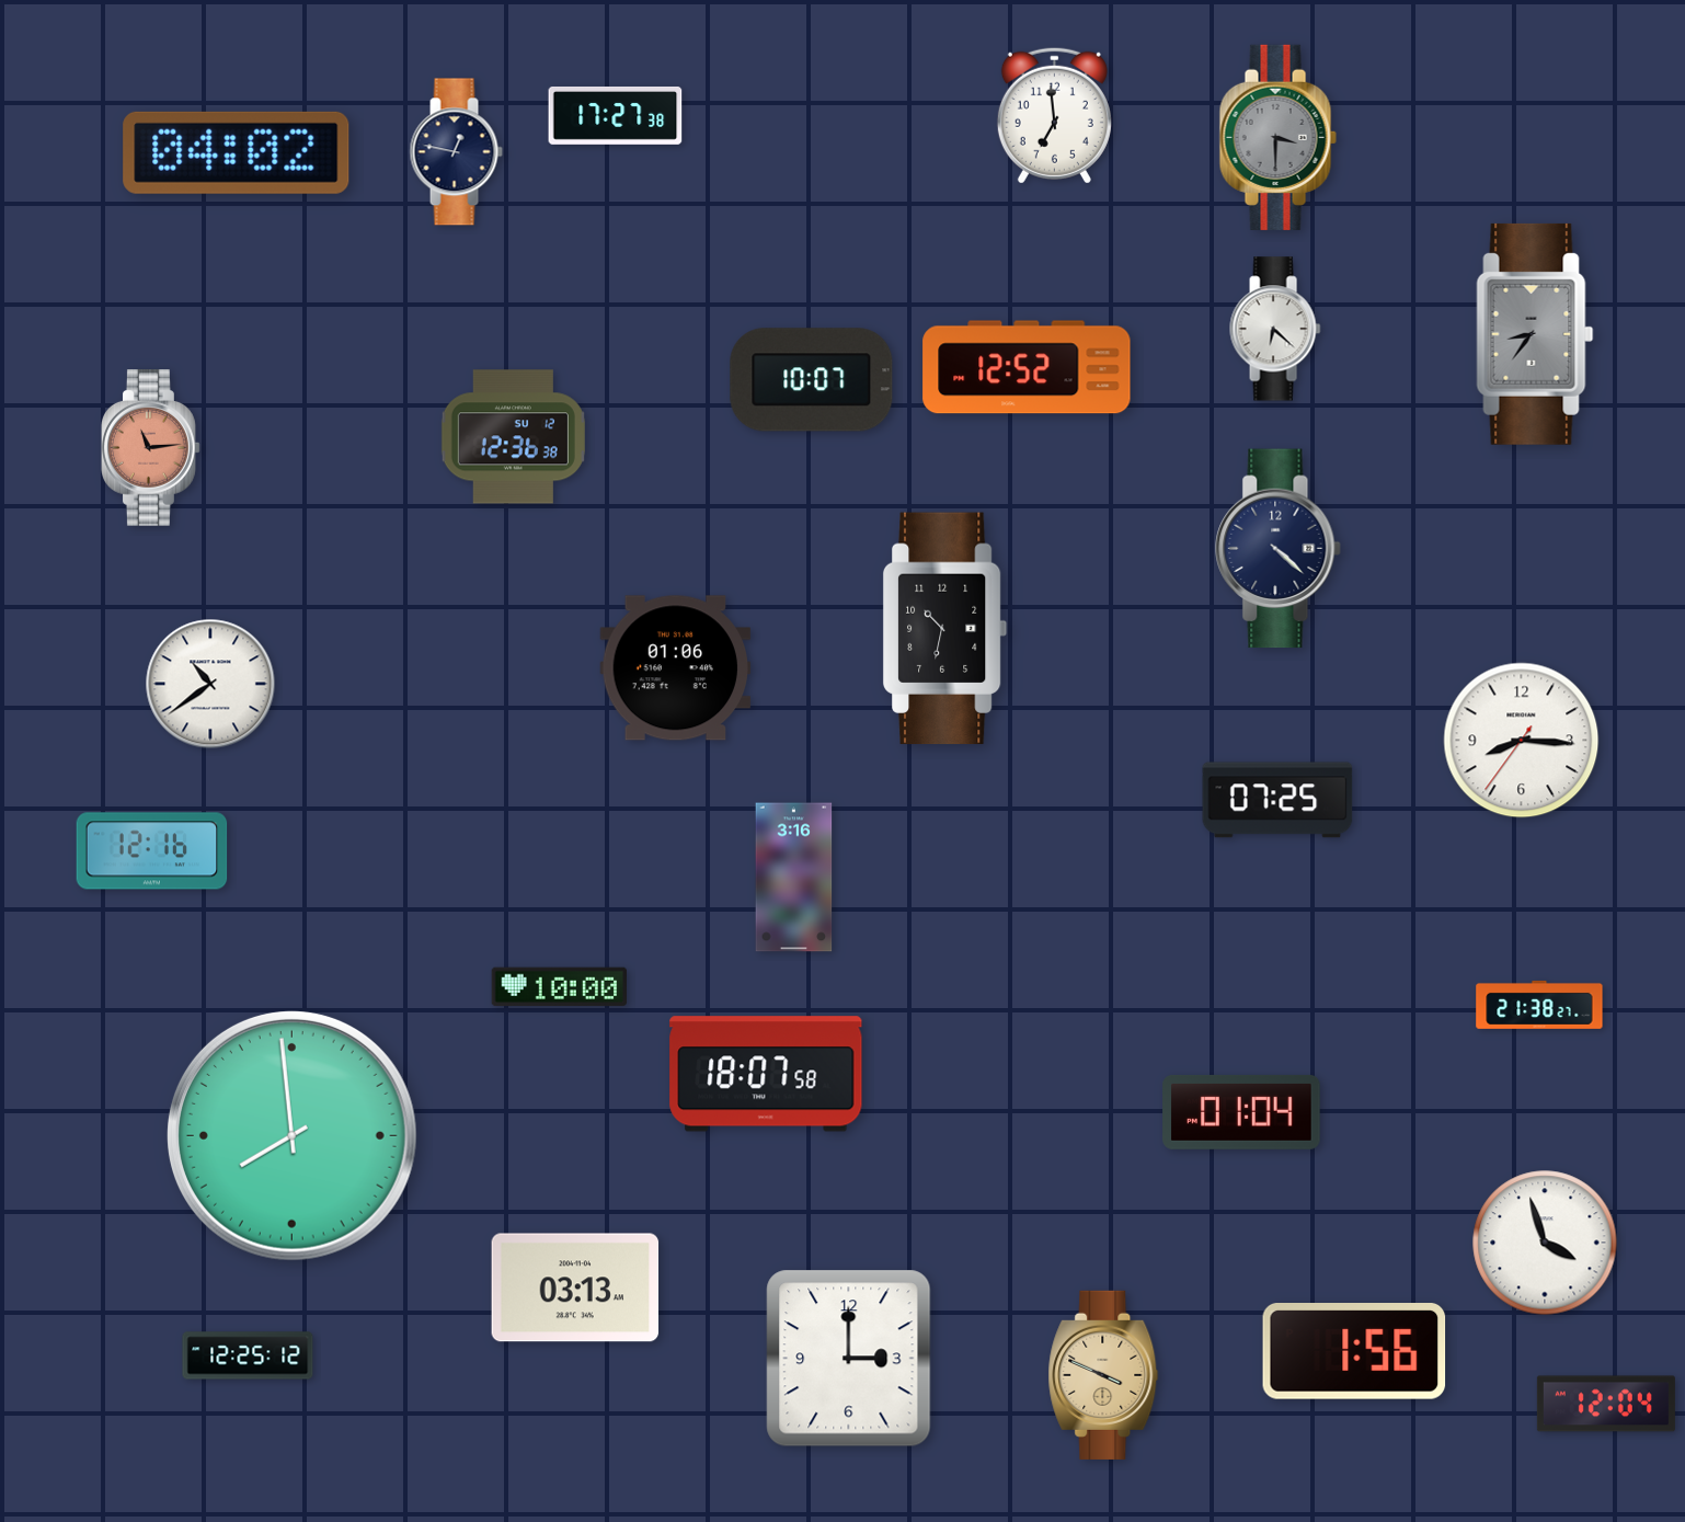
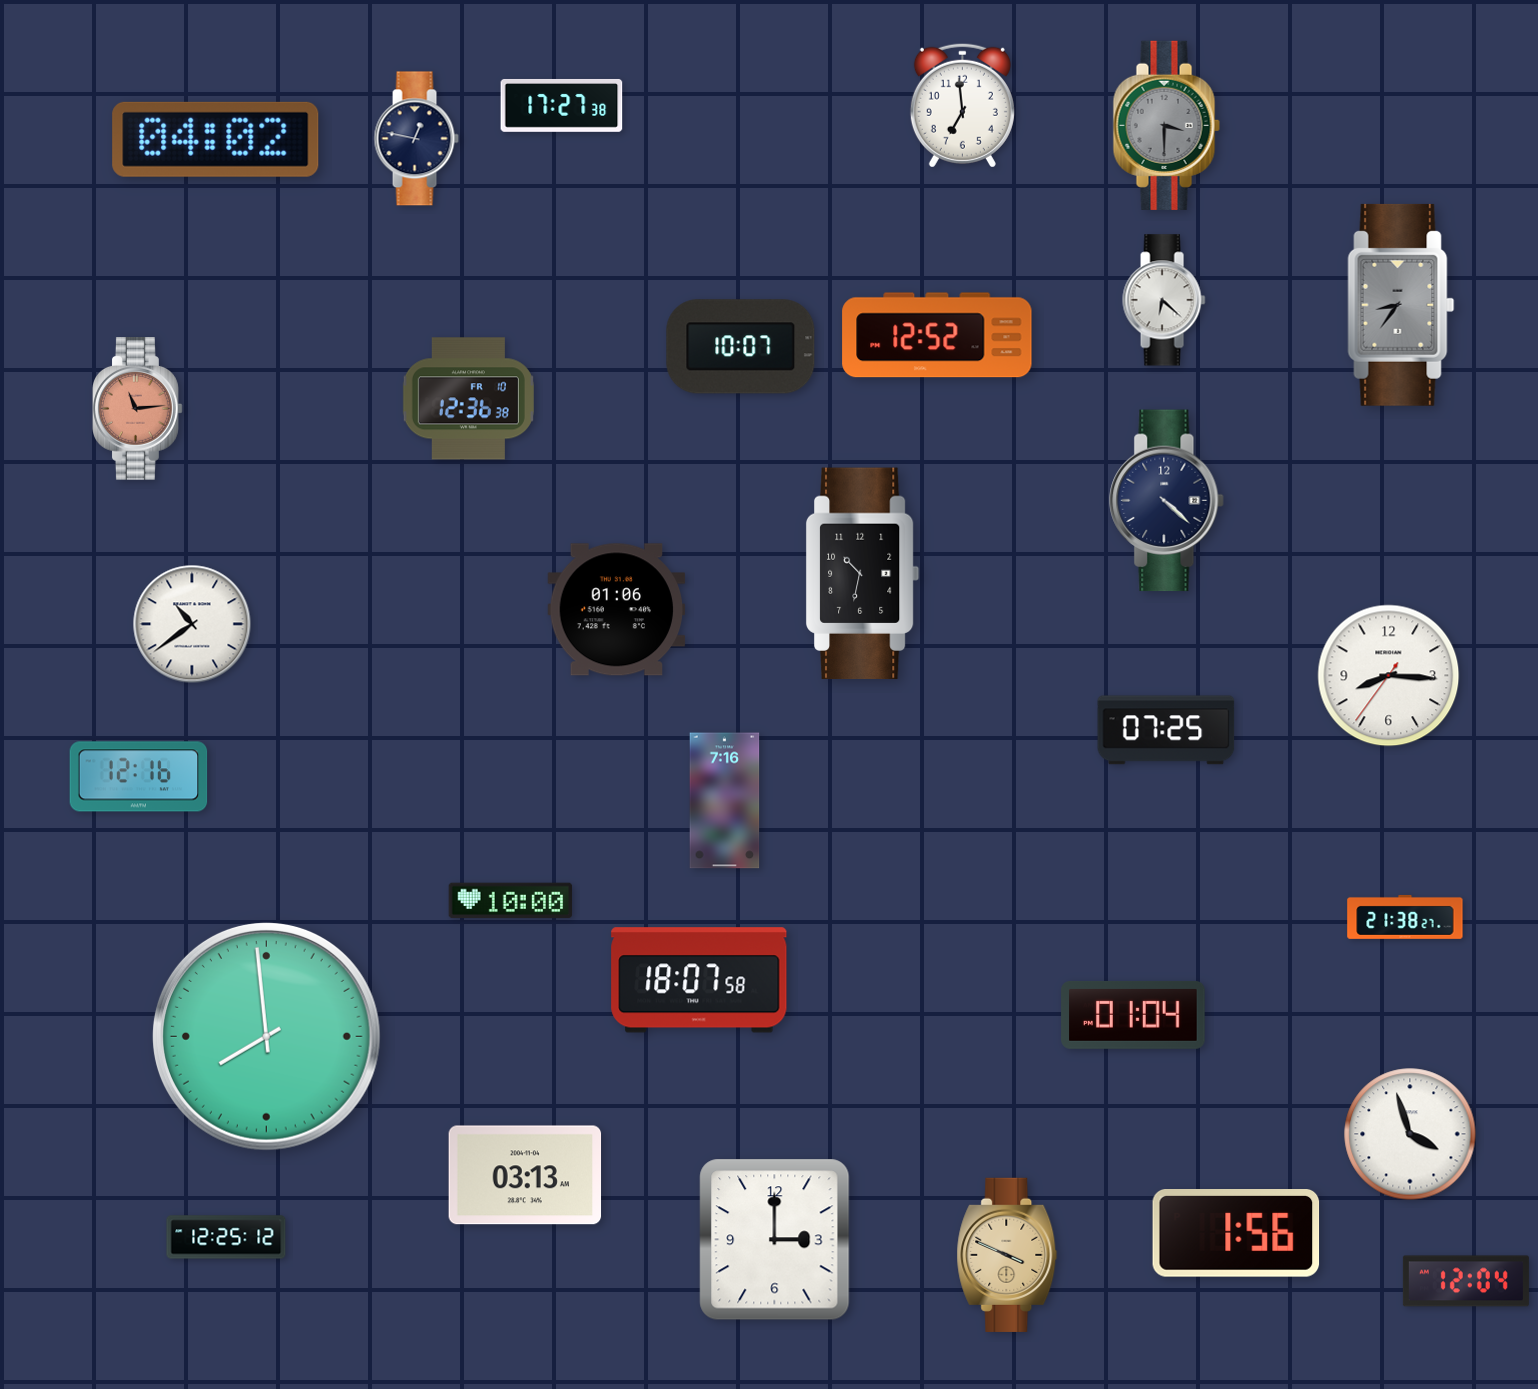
clock at (513, 437) date: SU 12 -> FR 10
clock at (794, 878): 3:16 -> 7:16
